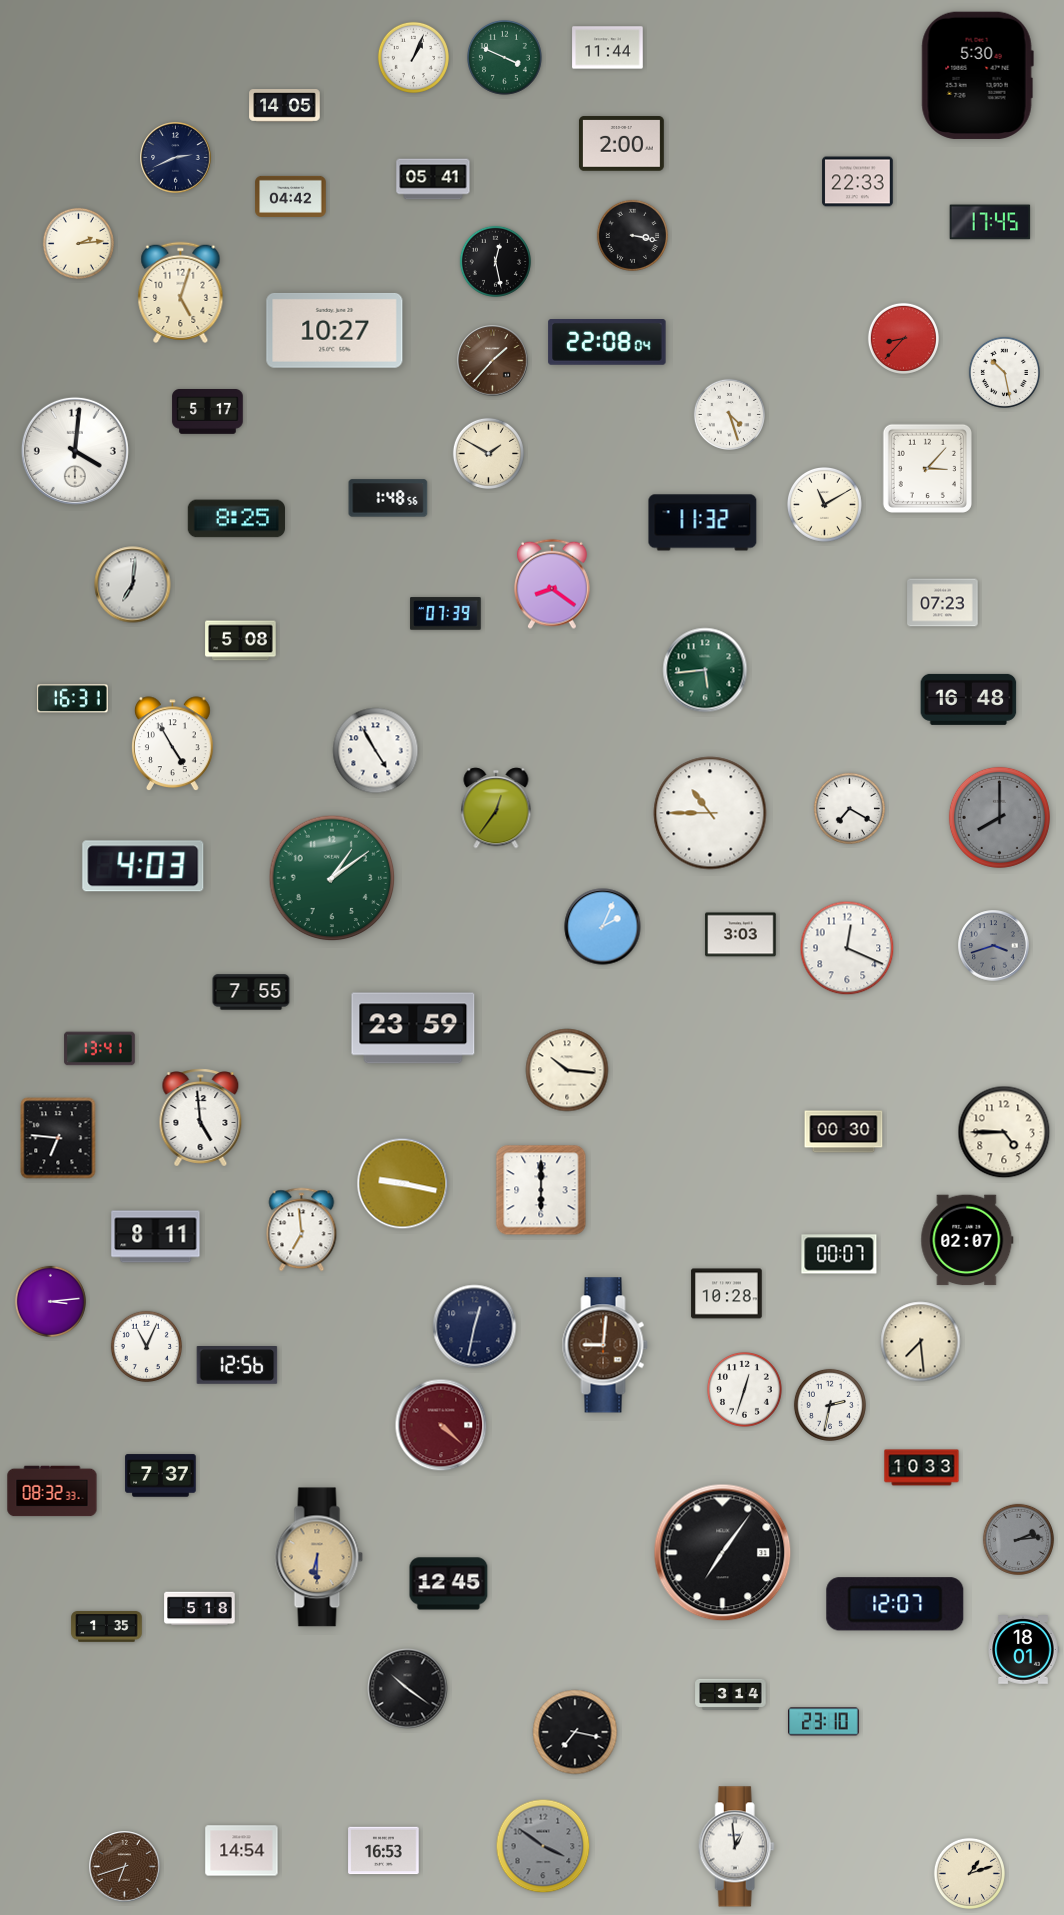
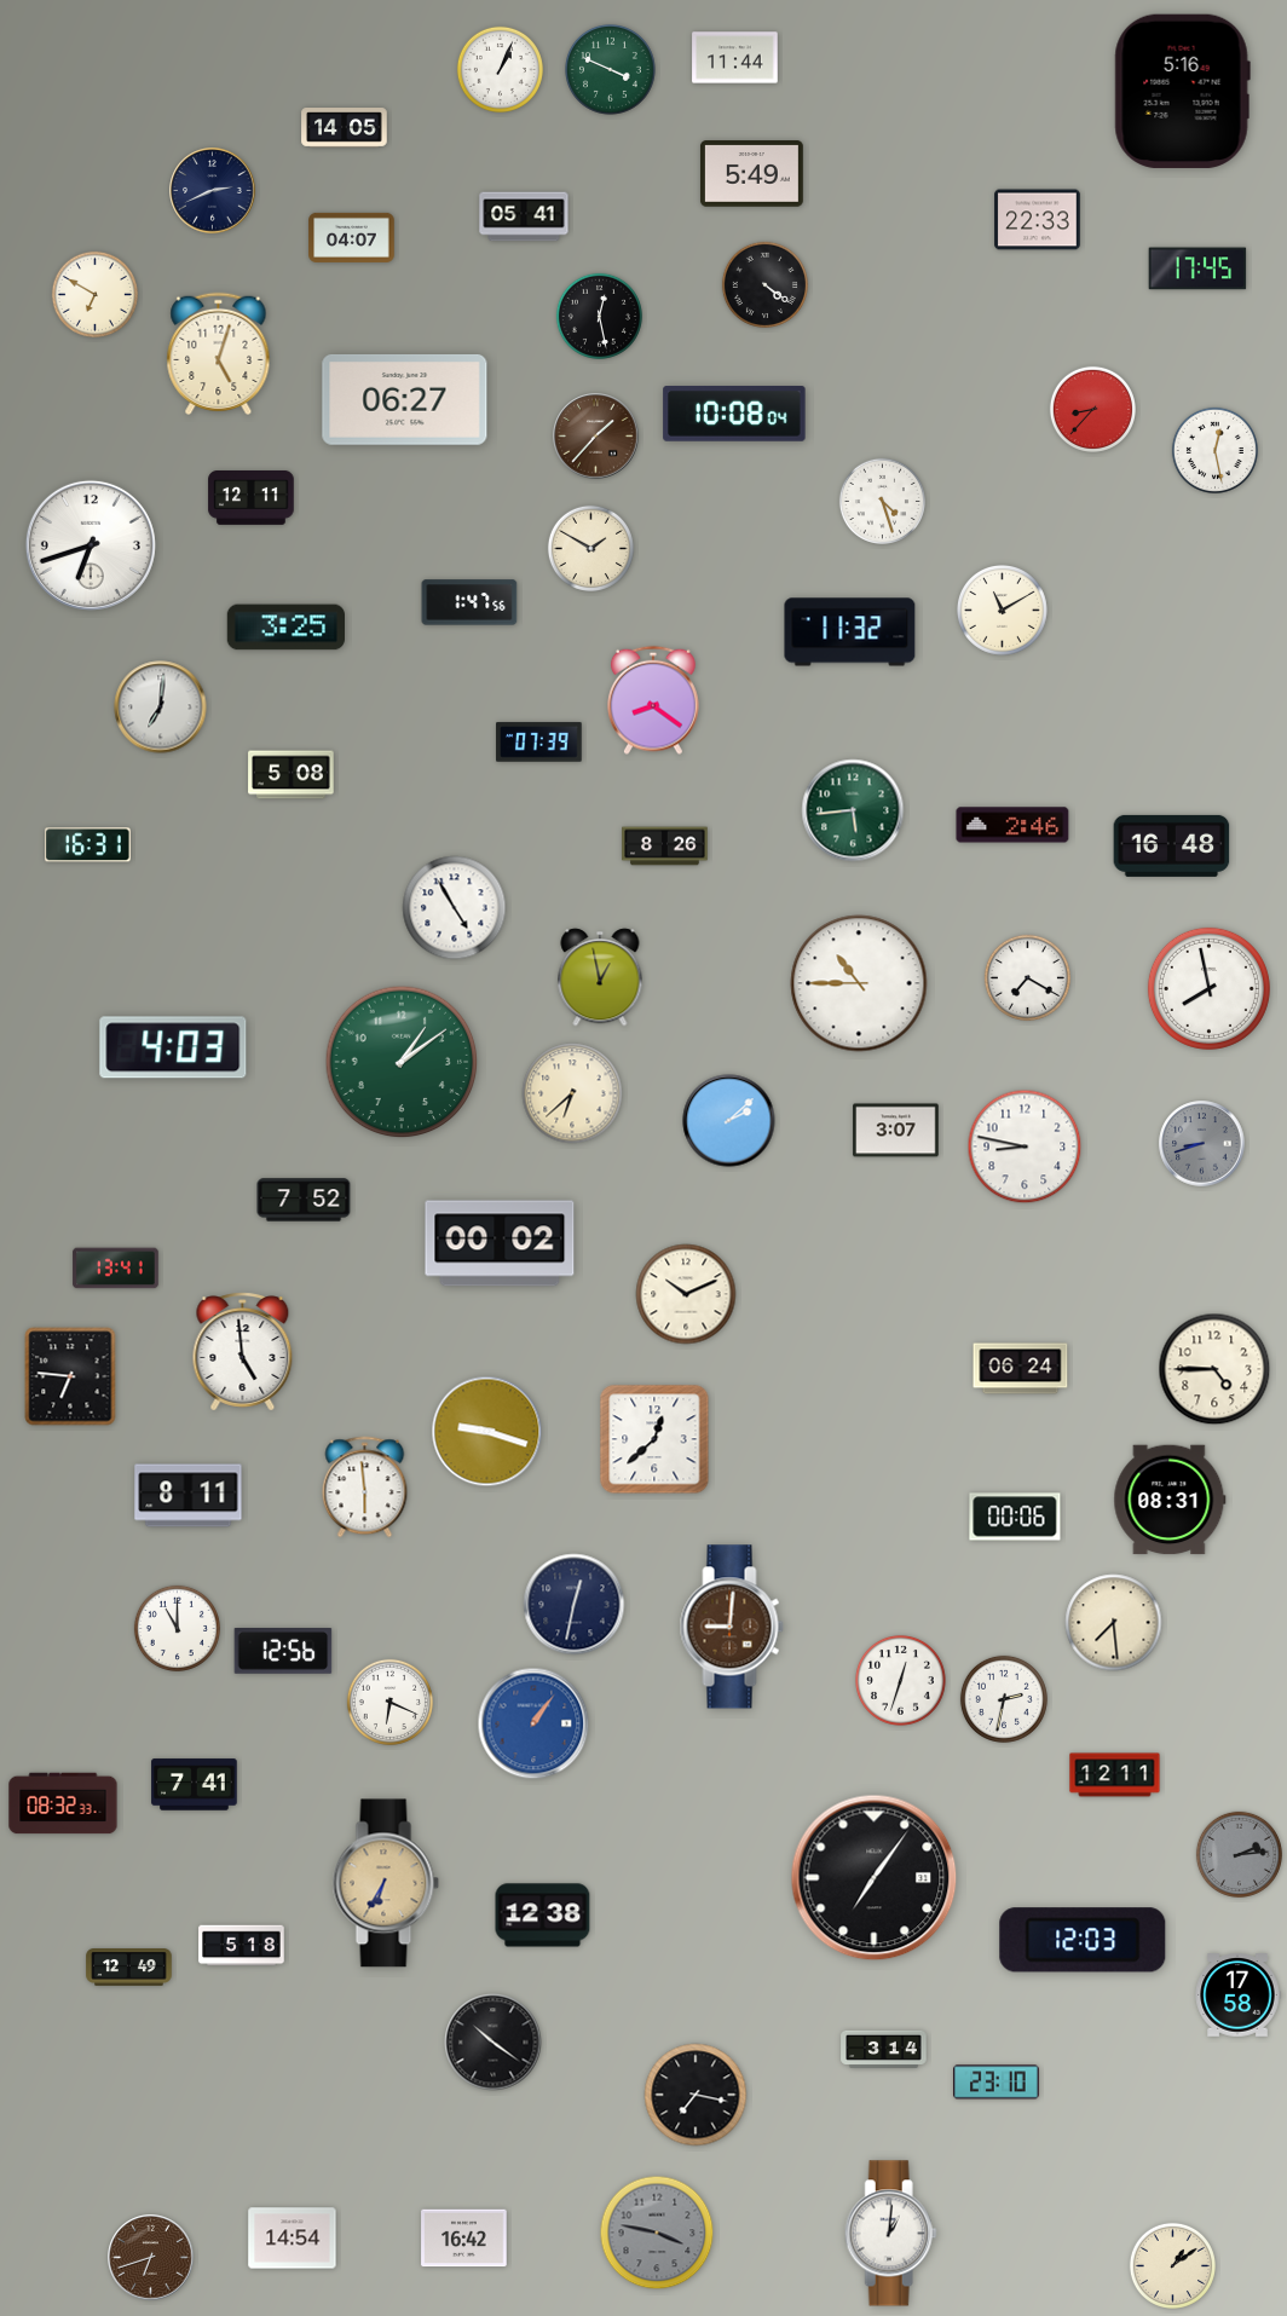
clock at (977, 75): 5:30 -> 5:16
clock at (621, 144): 2:00 -> 5:49
clock at (291, 196): 04:42 -> 04:07
clock at (632, 235): 3:17 -> 4:21
clock at (78, 243): 2:14 -> 6:50
clock at (335, 330): 10:27 -> 06:27
clock at (607, 343): 22:08 -> 10:08
clock at (1004, 372): 10:28 -> 12:28
clock at (208, 412): 5:17 -> 12:11
clock at (75, 451): 4:01 -> 6:42
clock at (927, 468): 3:07 -> none
clock at (388, 498): 1:48 -> 1:47
clock at (825, 505) position: (825, 505) -> (1003, 611)
clock at (236, 519): 8:25 -> 3:25
clock at (553, 584) position: (553, 584) -> (654, 700)
clock at (943, 603): 07:23 -> none
clock at (1012, 825): none -> 2:46
clock at (665, 847): none -> 8:26
clock at (173, 744): 4:55 -> none
clock at (496, 808): 12:36 -> 12:58
clock at (999, 817): 8:00 -> 7:58
clock at (999, 817) dial: grey -> white
clock at (572, 1093): none -> 6:38
clock at (603, 927): 2:04 -> 2:08
clock at (741, 935): 3:03 -> 3:07
clock at (994, 946): 3:42 -> 8:42
clock at (847, 948): 12:19 -> 8:47
clock at (251, 992): 7:55 -> 7:52
clock at (413, 1028): 23:59 -> 00:02
clock at (100, 1049) position: (100, 1049) -> (116, 1269)
clock at (567, 1070): 10:16 -> 10:11
clock at (844, 1132): 00:30 -> 06:24
clock at (403, 1184): 9:17 -> 9:18
clock at (541, 1190): 6:00 -> 12:38
clock at (302, 1230): 6:59 -> 5:59
clock at (967, 1240): 02:07 -> 08:31
clock at (839, 1254): 00:07 -> 00:06
clock at (727, 1294): 10:28 -> none
clock at (50, 1301): 3:14 -> none
clock at (146, 1346): 11:04 -> 11:00
clock at (237, 1366) position: (237, 1366) -> (283, 1652)
clock at (389, 1702): none -> 6:19
clock at (441, 1425): 4:22 -> 1:06
clock at (441, 1425) dial: burgundy -> blue
clock at (922, 1468): 10:33 -> 12:11
clock at (161, 1476): 7:37 -> 7:41
clock at (1018, 1539) position: (1018, 1539) -> (1239, 1854)
clock at (319, 1557): 6:30 -> 6:35
clock at (449, 1584): 12:45 -> 12:38
clock at (895, 1604): 12:07 -> 12:03
clock at (107, 1627): 1:35 -> 12:49
clock at (1023, 1650): 18:01 -> 17:58
clock at (543, 1846): 3:51 -> 3:47
clock at (736, 1847): 12:59 -> 1:01
clock at (384, 1851): 16:53 -> 16:42
clock at (969, 1873): 1:12 -> 1:09
